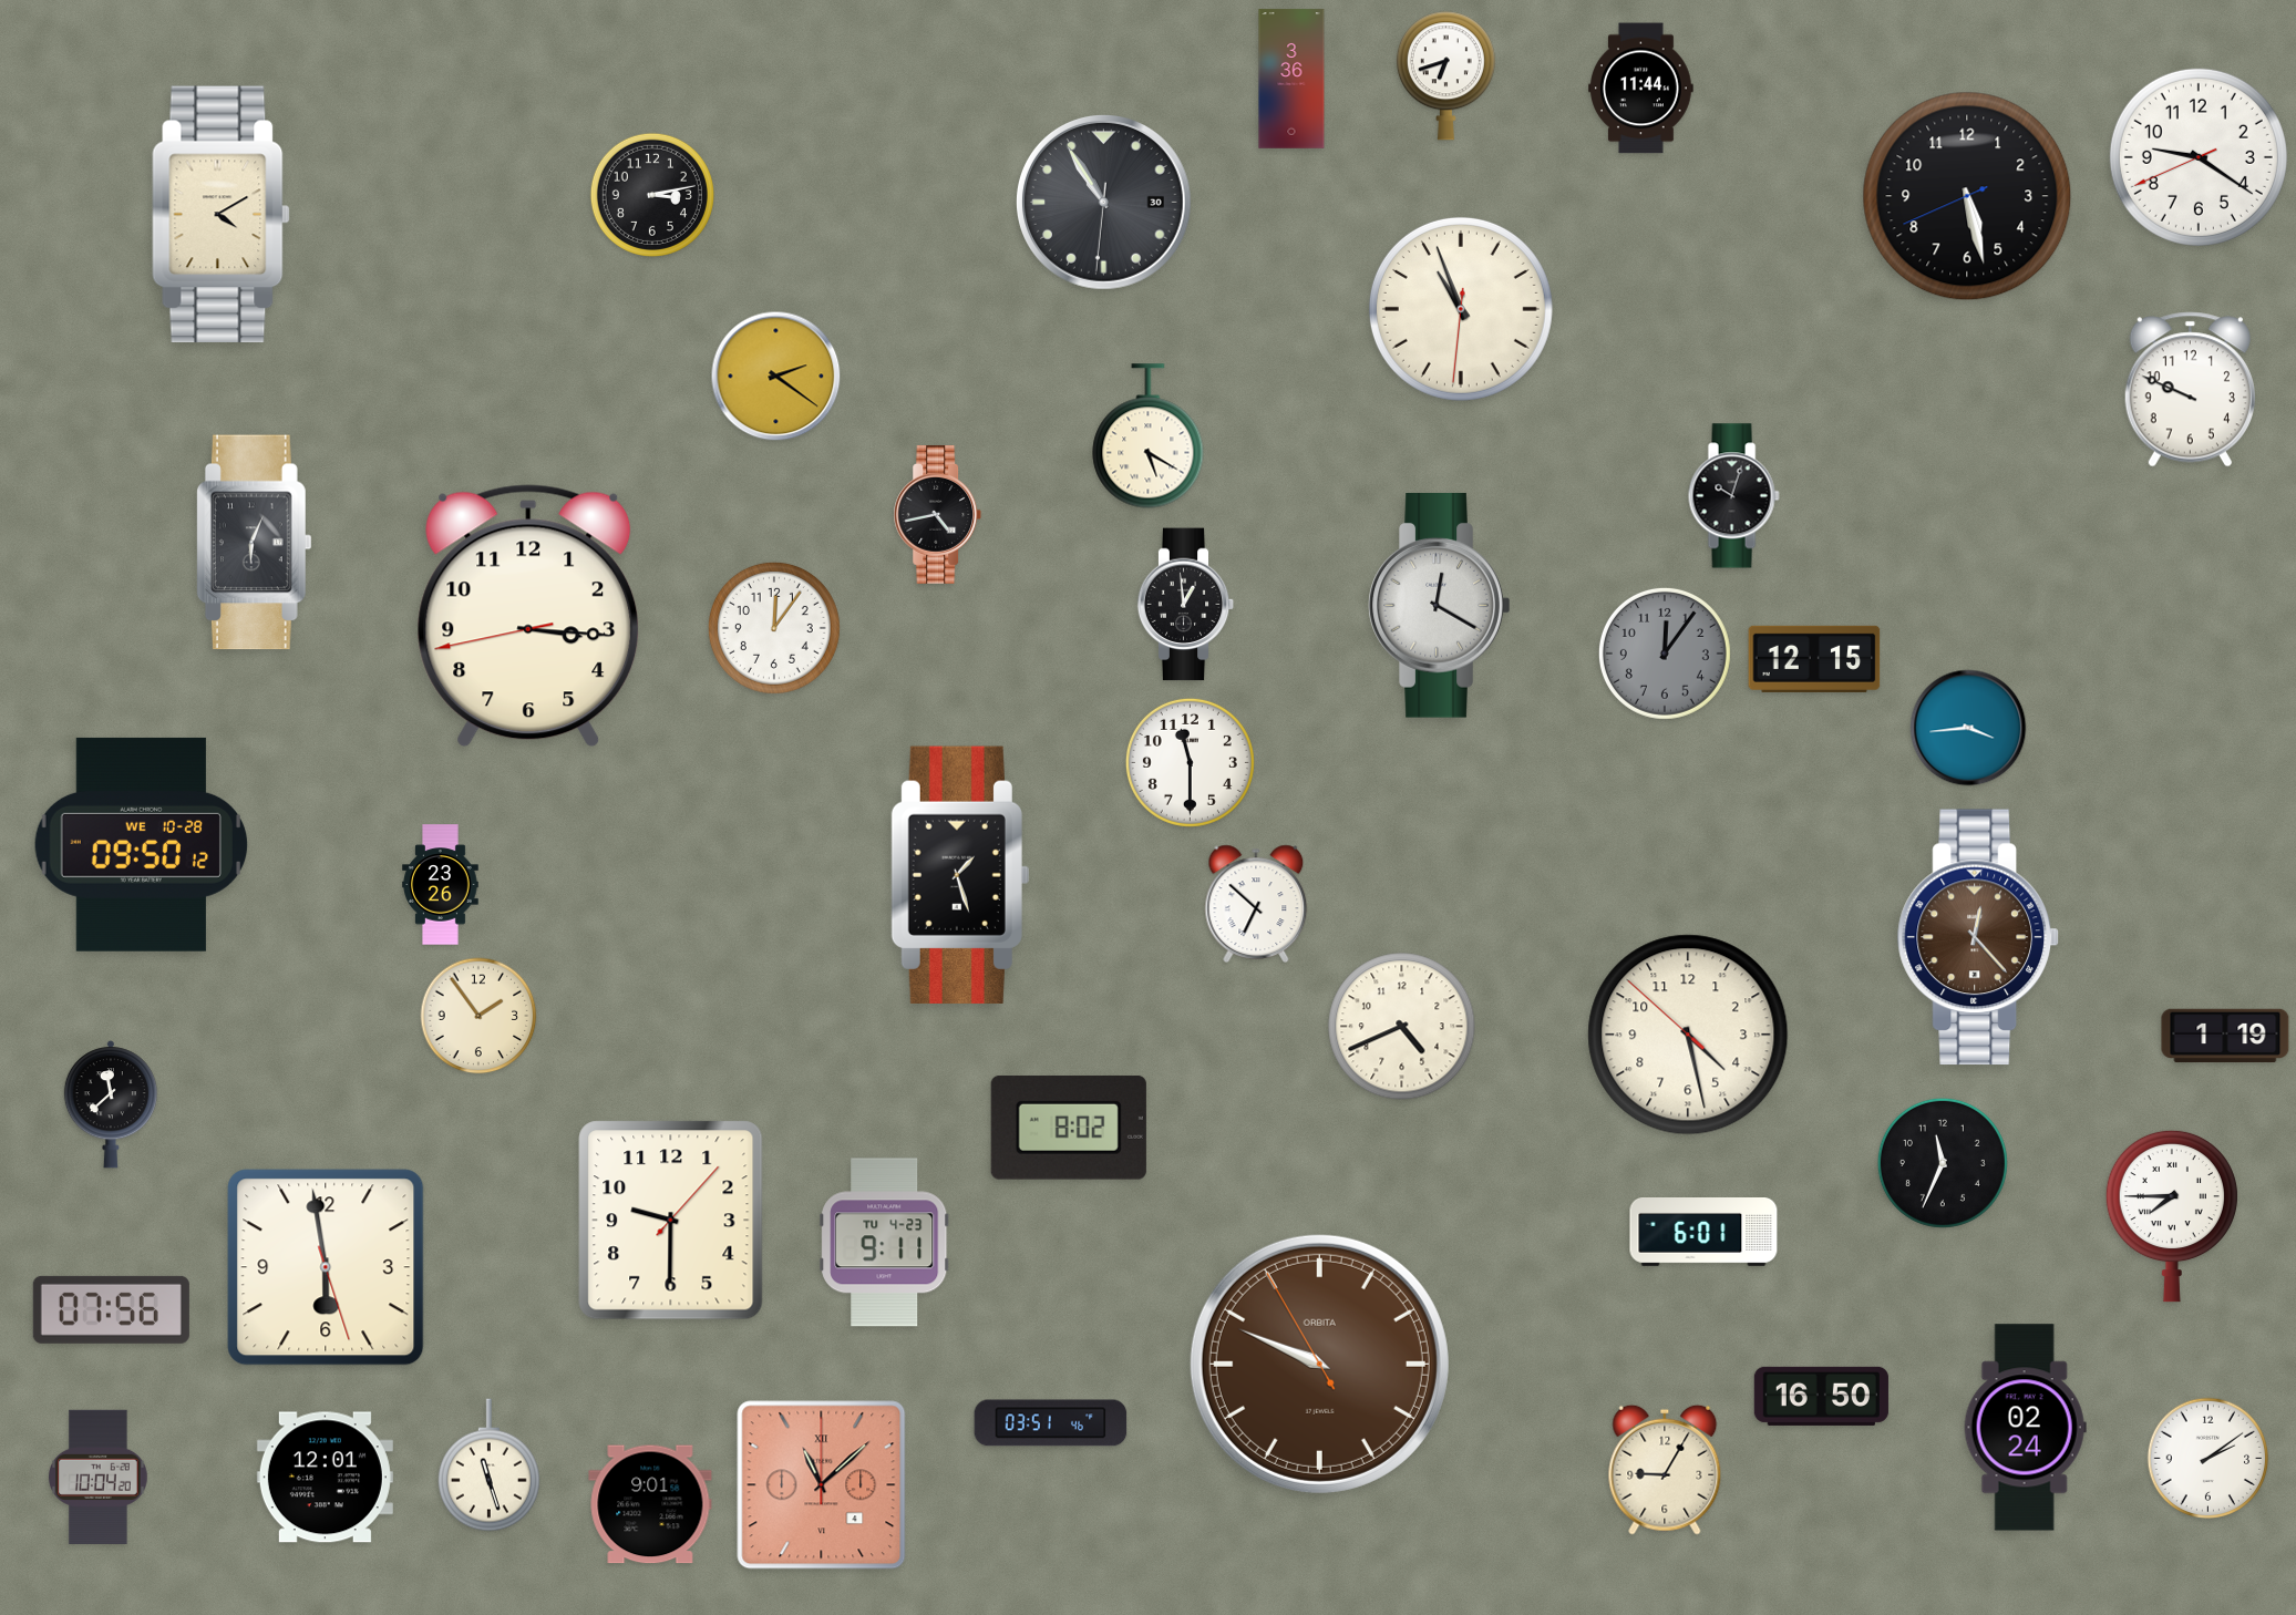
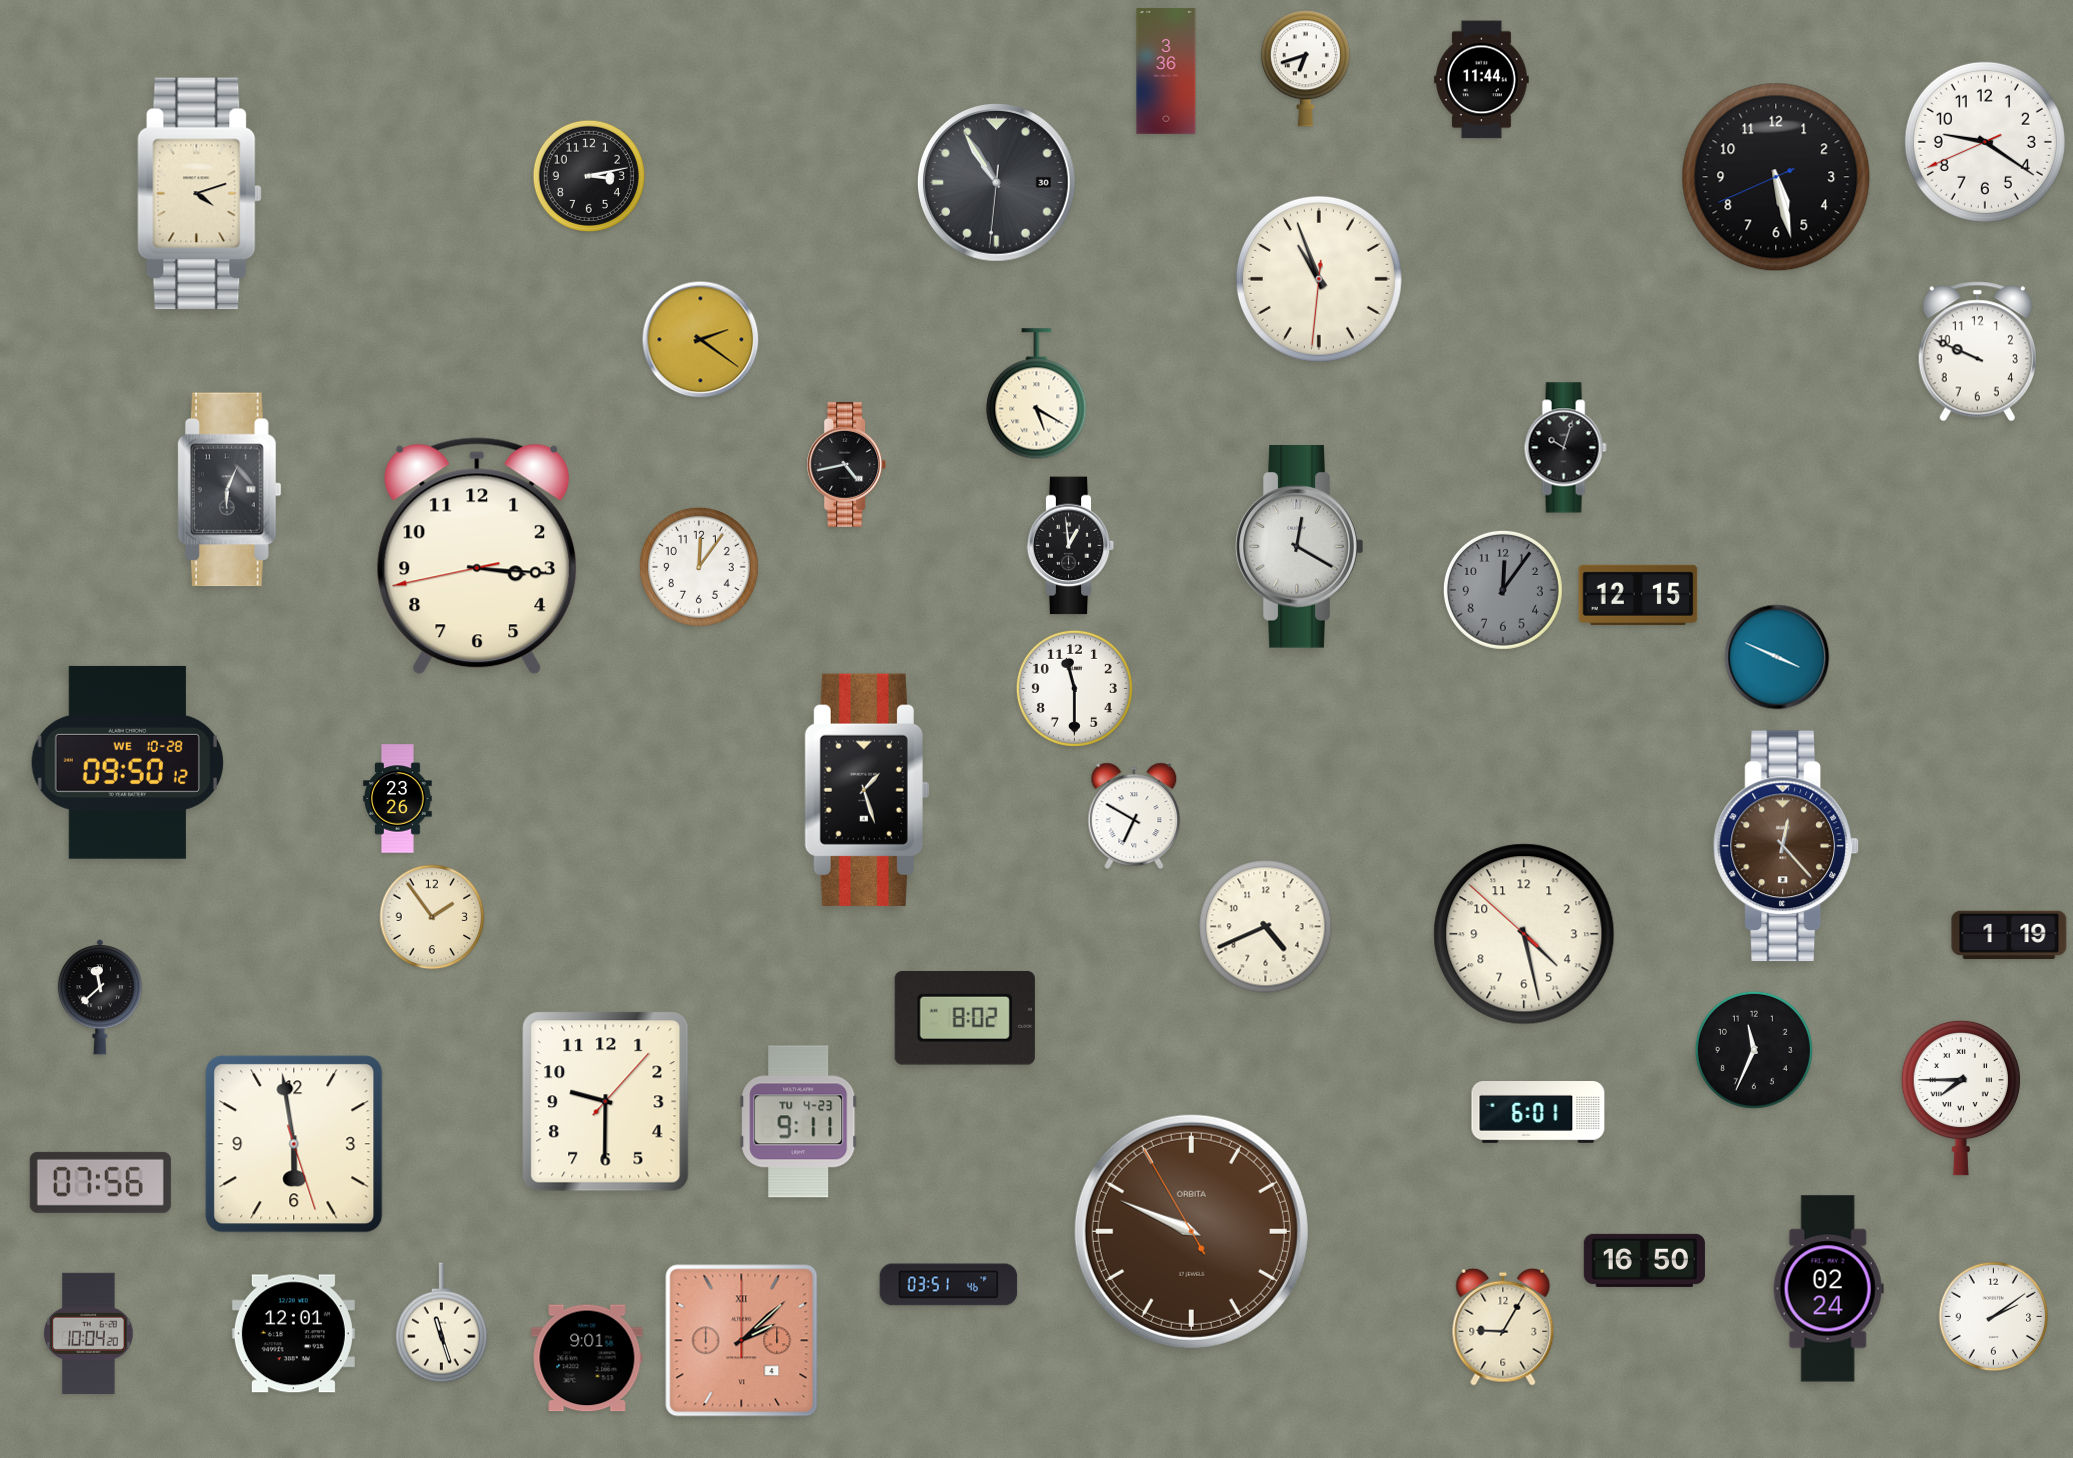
clock at (222, 215): 4:10 -> 4:12
clock at (1968, 728): 3:44 -> 3:49
clock at (1256, 904): 6:52 -> 6:50
clock at (822, 1485): 11:08 -> 2:08
